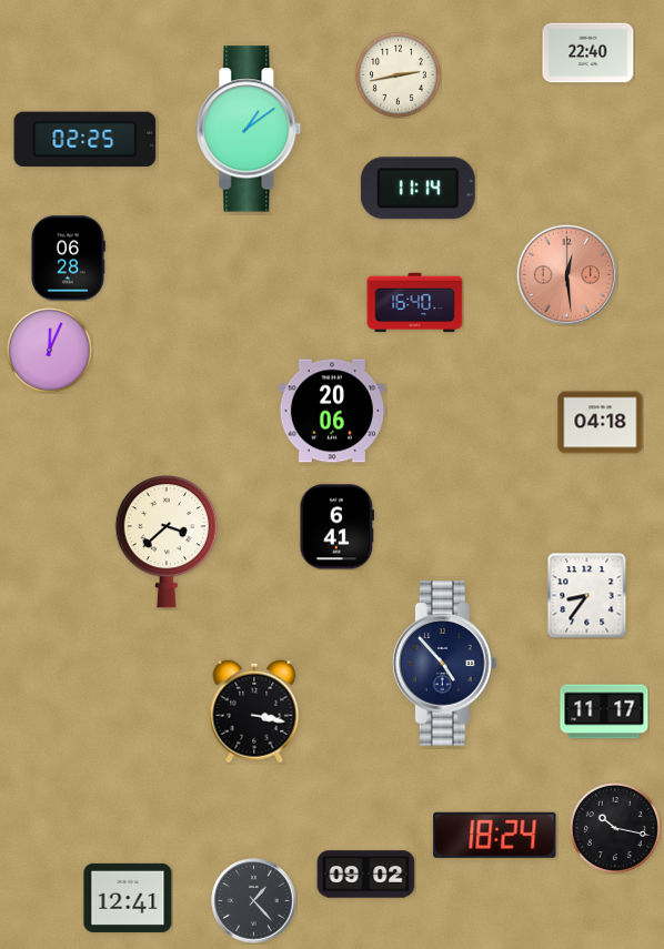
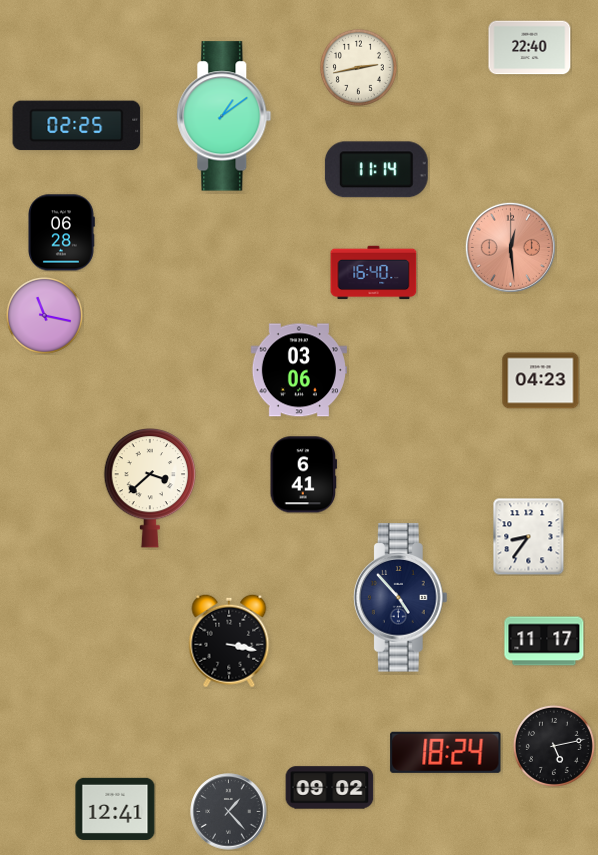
clock at (49, 350): 12:04 -> 11:17
clock at (332, 411): 20:06 -> 03:06
clock at (601, 423): 04:18 -> 04:23
clock at (615, 828): 10:17 -> 5:13
